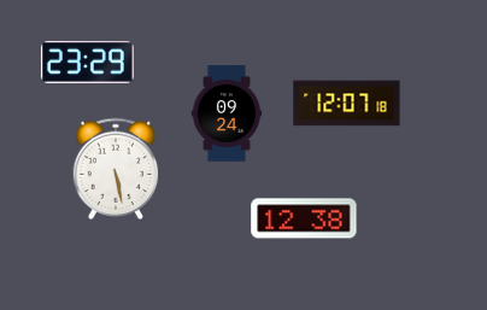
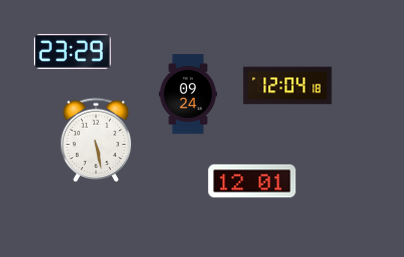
clock at (347, 104): 12:07 -> 12:04
clock at (304, 218): 12:38 -> 12:01
